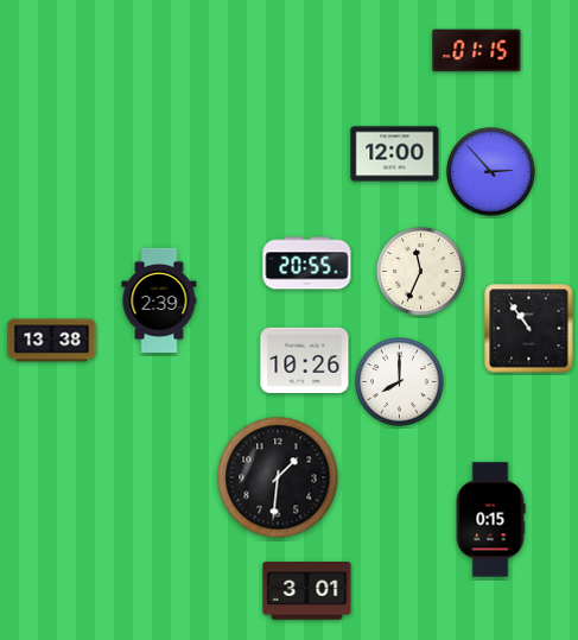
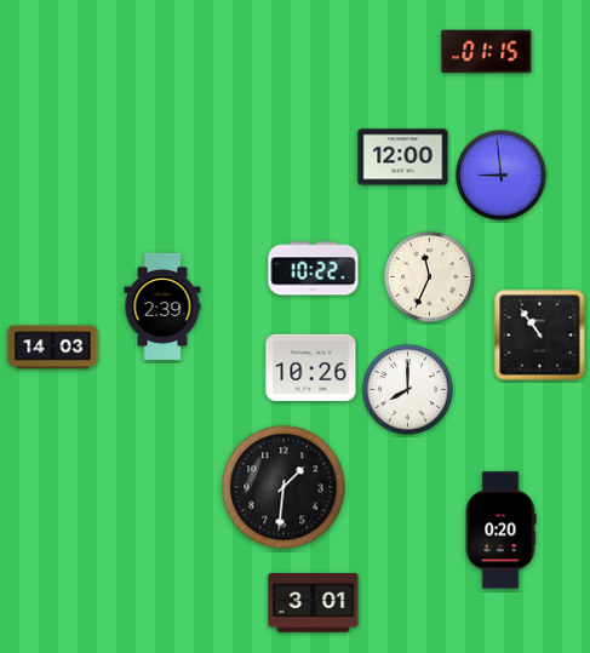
clock at (491, 172): 2:53 -> 8:59
clock at (307, 264): 20:55 -> 10:22
clock at (52, 341): 13:38 -> 14:03
clock at (490, 520): 0:15 -> 0:20
